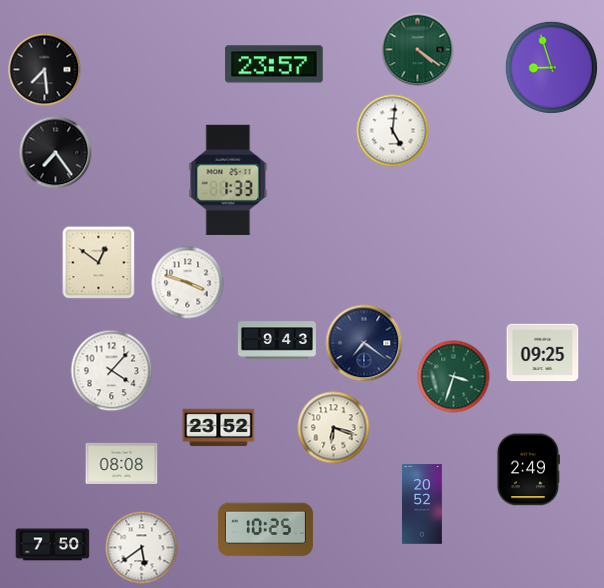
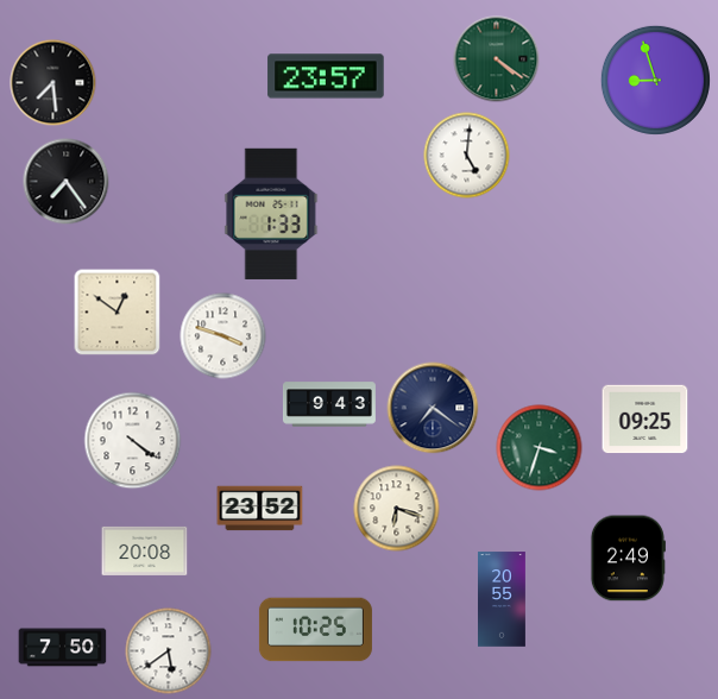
clock at (112, 371): 4:07 -> 4:21
clock at (122, 463): 08:08 -> 20:08
clock at (423, 504): 20:52 -> 20:55
